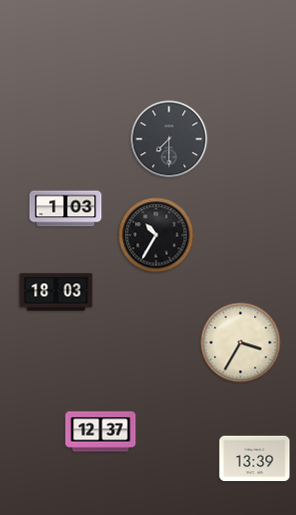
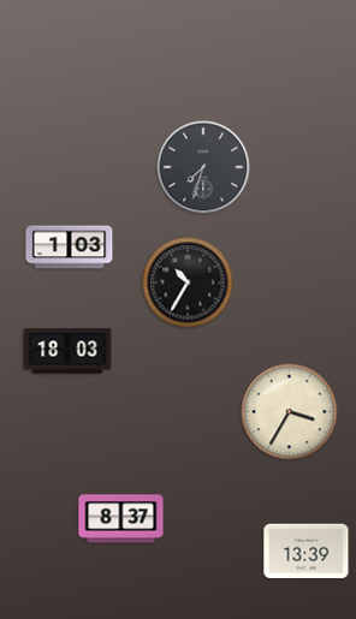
clock at (169, 139): 7:30 -> 7:33
clock at (66, 209) position: (66, 209) -> (70, 248)
clock at (101, 432): 12:37 -> 8:37
